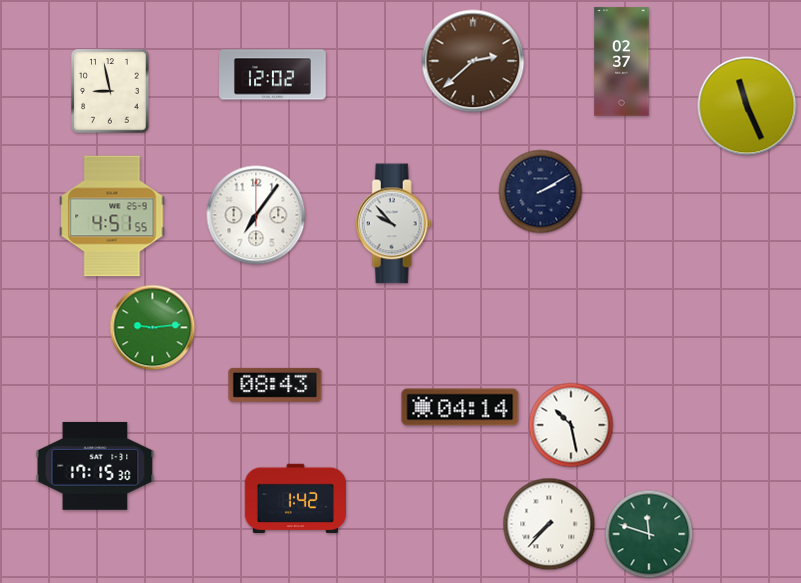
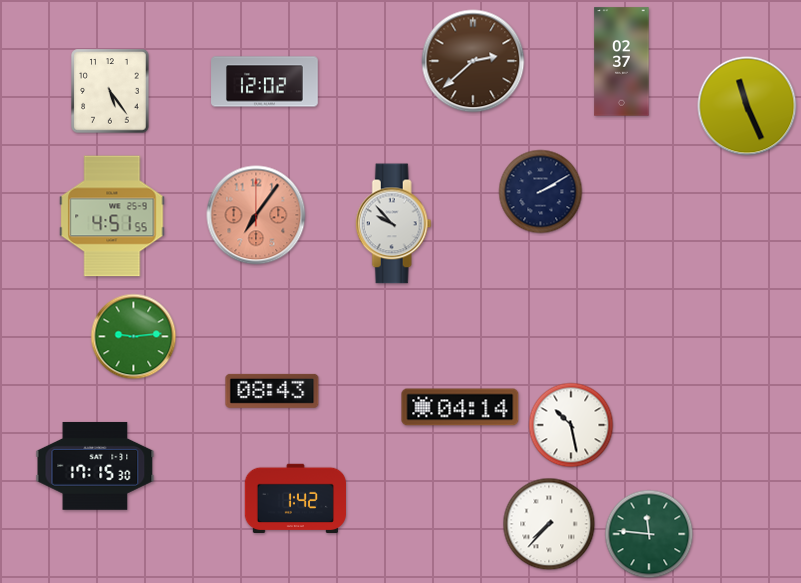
clock at (273, 75) position: (273, 75) -> (265, 82)
clock at (110, 91): 8:58 -> 5:24
clock at (256, 215) dial: white -> salmon
clock at (153, 328) position: (153, 328) -> (134, 337)
clock at (275, 385) position: (275, 385) -> (272, 391)
clock at (649, 534): 11:48 -> 11:46
